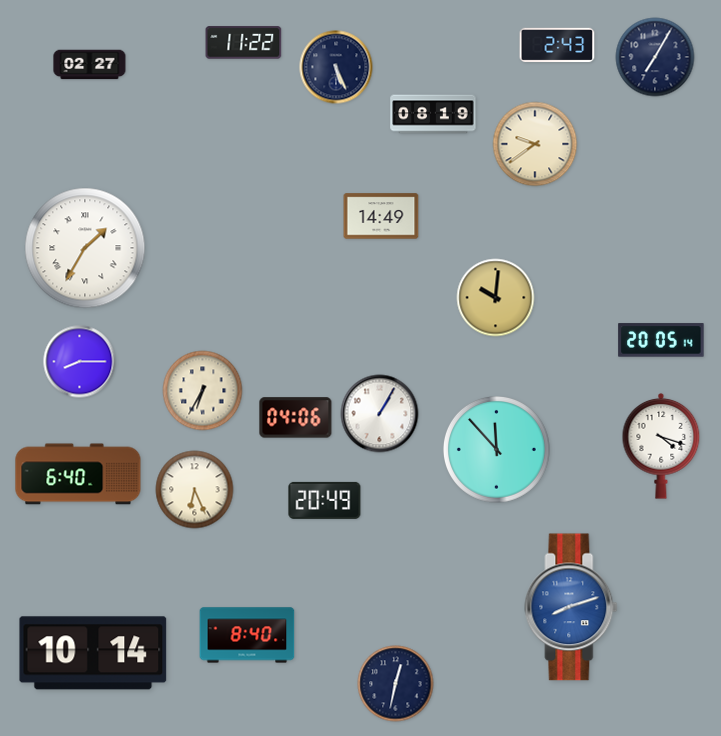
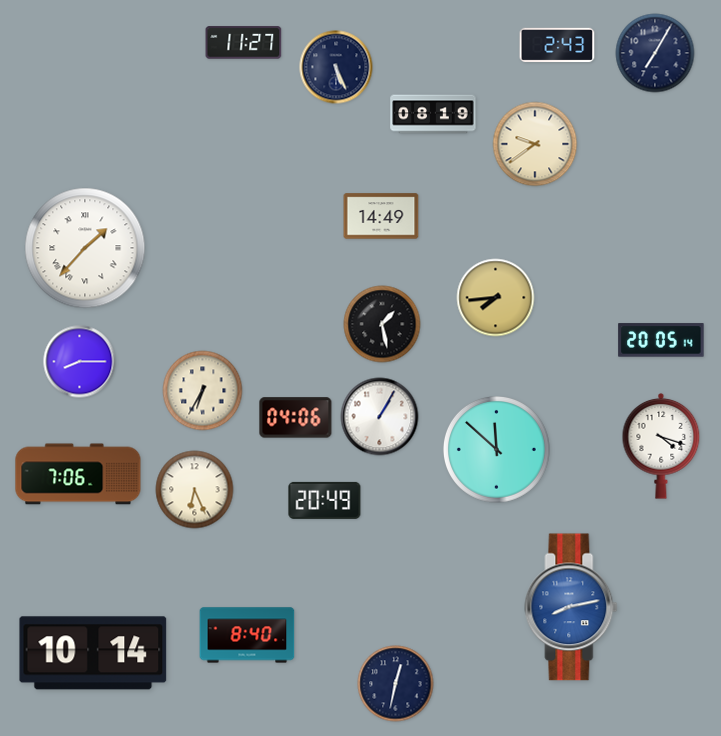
clock at (244, 43): 11:22 -> 11:27
clock at (655, 57) position: (655, 57) -> (655, 53)
clock at (90, 65): 02:27 -> none
clock at (85, 248): 1:35 -> 1:37
clock at (496, 298): 10:01 -> 7:44
clock at (382, 324): none -> 1:28
clock at (380, 414) position: (380, 414) -> (380, 417)
clock at (496, 449): 11:53 -> 11:52
clock at (78, 474): 6:40 -> 7:06
clock at (571, 607): 8:12 -> 8:13
